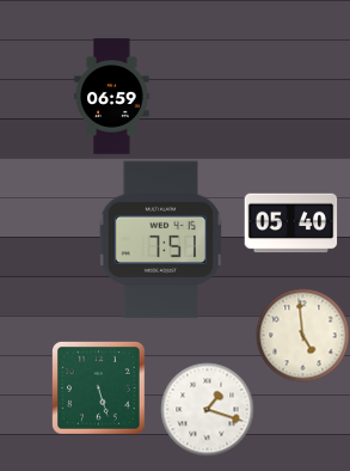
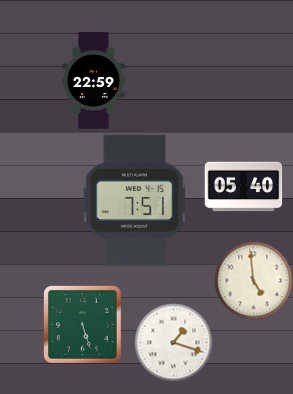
clock at (112, 97): 06:59 -> 22:59
